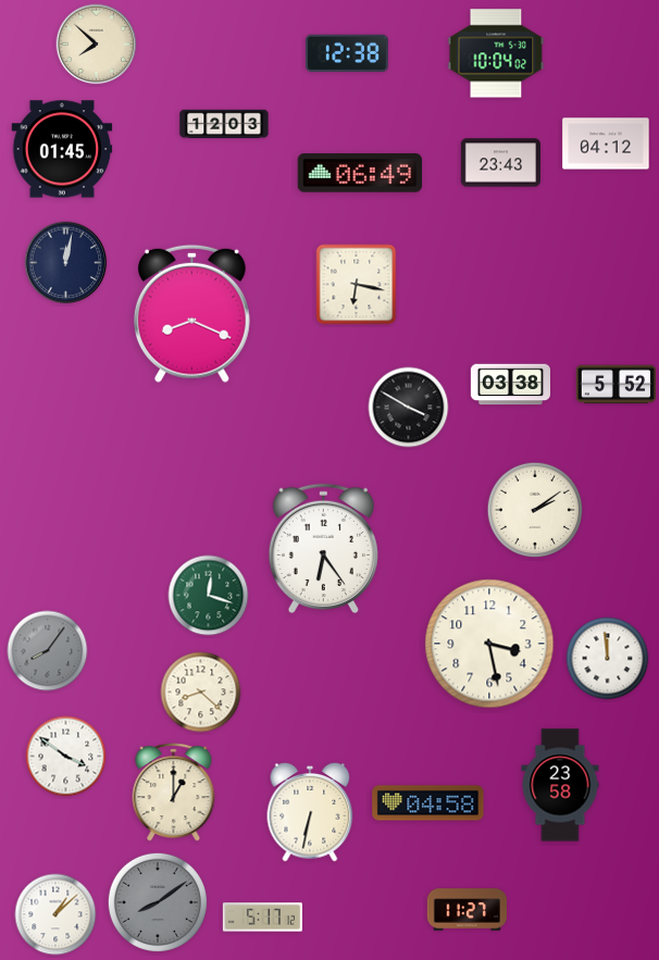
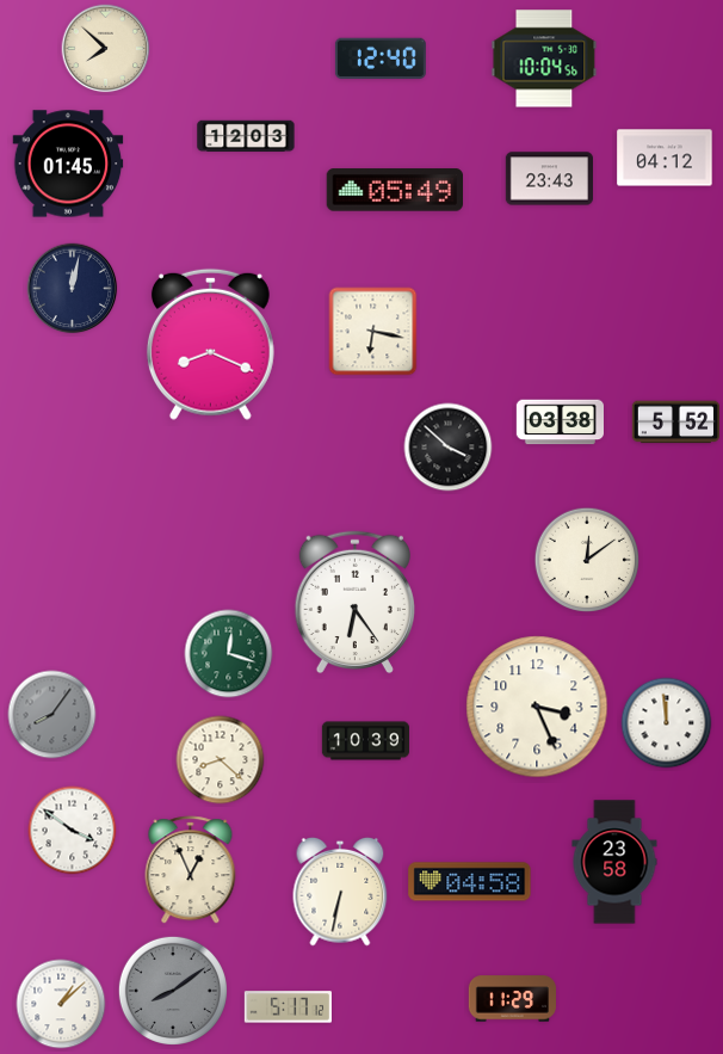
clock at (347, 53): 12:38 -> 12:40
clock at (496, 53): 10:04:02 -> 10:04:56
clock at (359, 173): 06:49 -> 05:49
clock at (357, 285) position: (357, 285) -> (373, 332)
clock at (409, 408): 3:50 -> 3:52
clock at (535, 510): 2:09 -> 12:09
clock at (489, 644): 3:28 -> 3:26
clock at (365, 741): none -> 10:39
clock at (174, 793): 1:00 -> 12:56
clock at (467, 910): 11:27 -> 11:29
